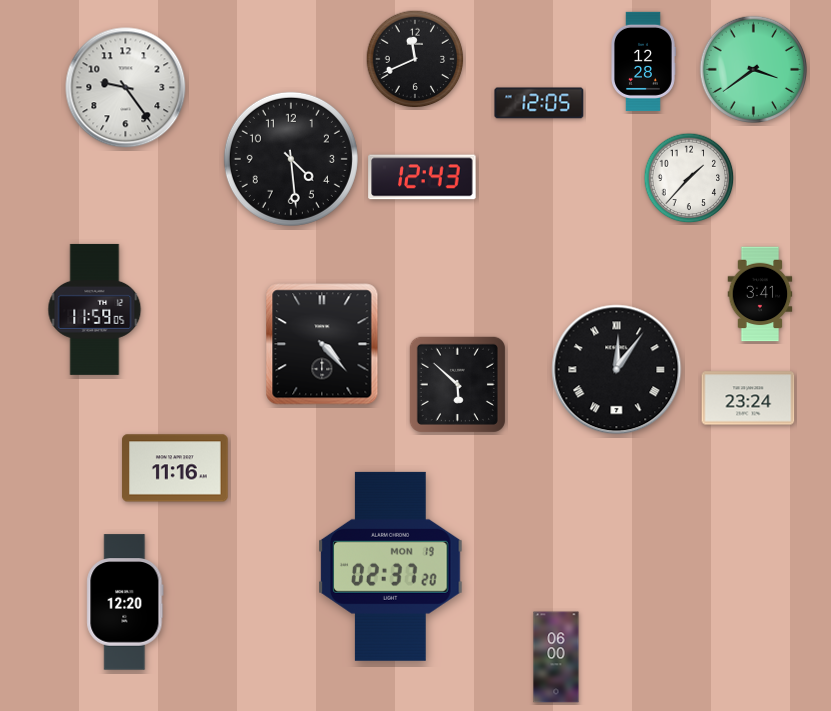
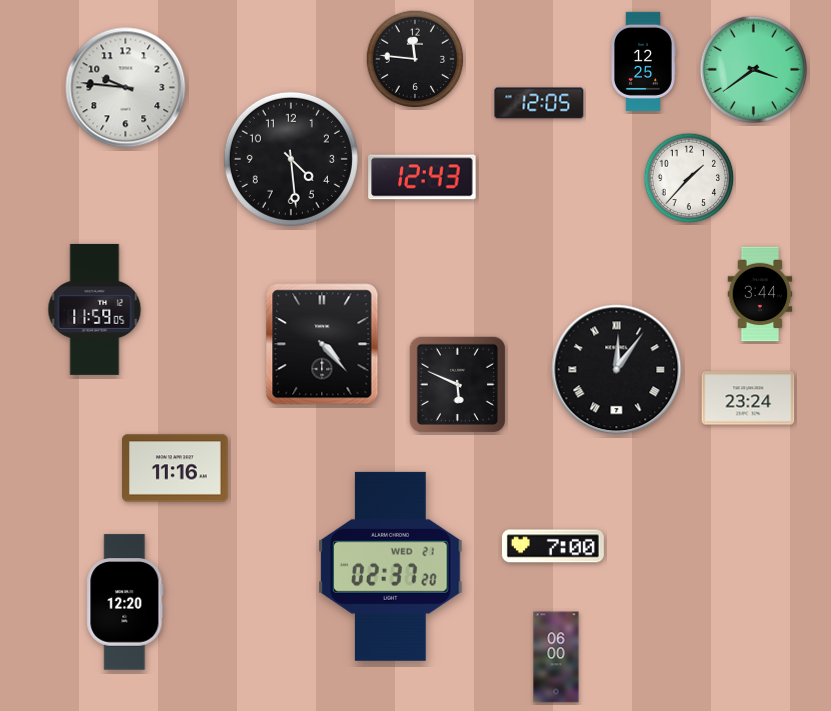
clock at (415, 59): 11:41 -> 11:46
clock at (644, 61): 12:28 -> 12:25
clock at (126, 88): 9:24 -> 9:46
clock at (760, 294): 3:41 -> 3:44
clock at (457, 384): 5:52 -> 5:49
clock at (553, 546): none -> 7:00
clock at (391, 566) date: MON 19 -> WED 21
